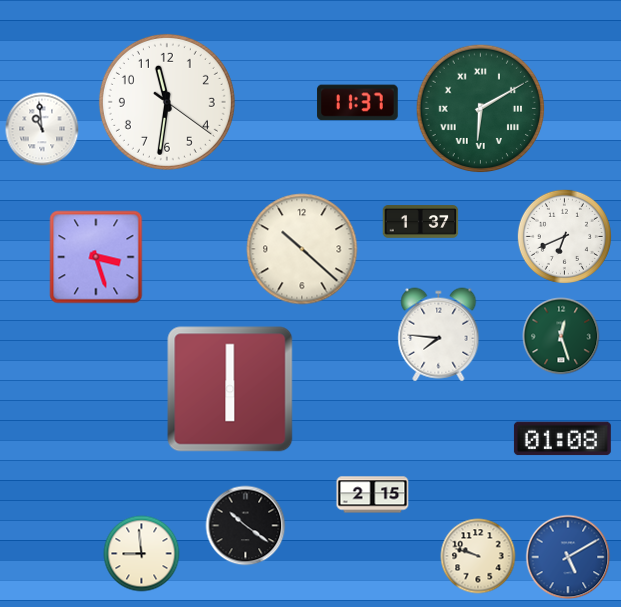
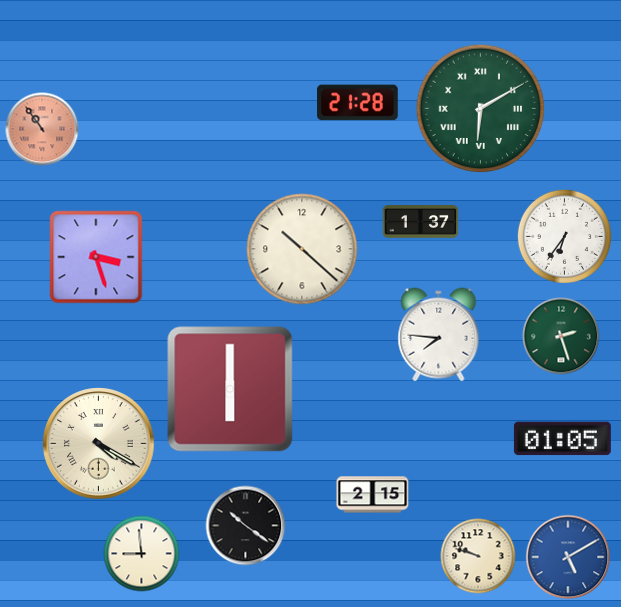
clock at (167, 102): 11:31 -> none
clock at (358, 103): 11:37 -> 21:28
clock at (42, 129): 10:59 -> 10:54
clock at (42, 129) dial: white -> salmon
clock at (564, 236): 6:41 -> 6:36
clock at (561, 336): 12:27 -> 2:27
clock at (562, 439): 01:08 -> 01:05
clock at (99, 444): none -> 4:20
